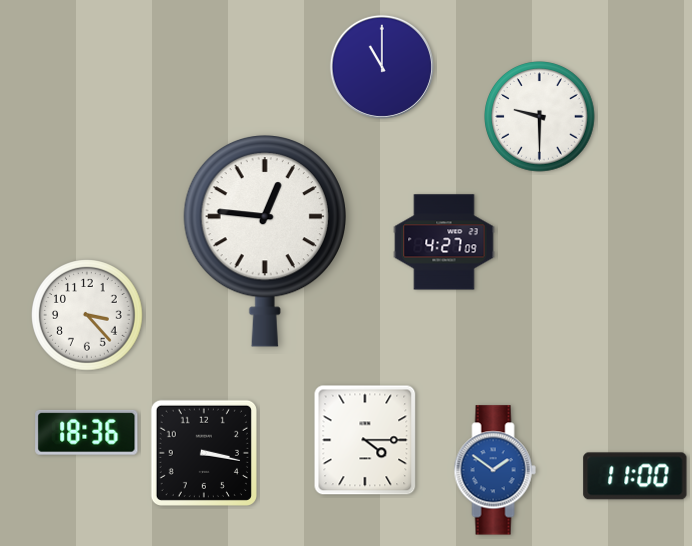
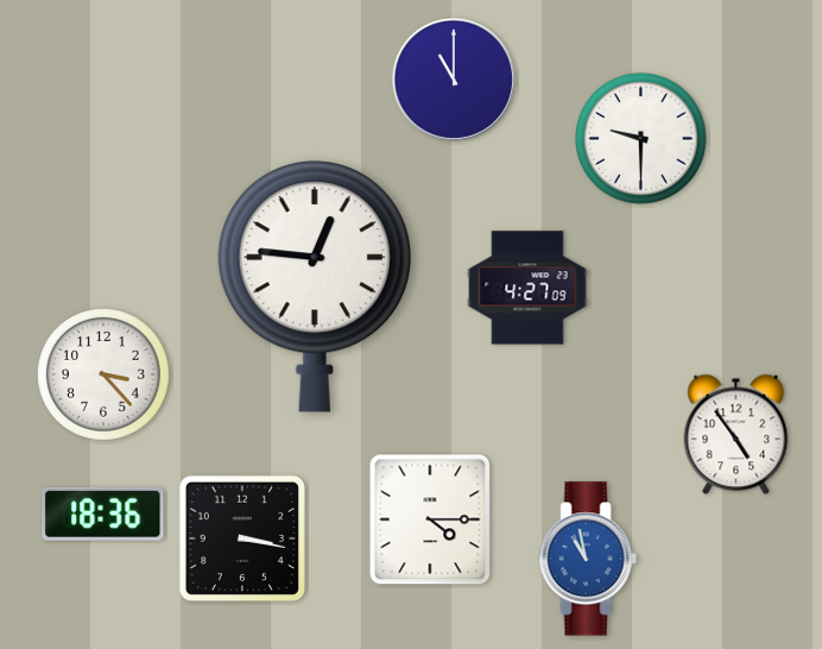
clock at (736, 435): none -> 4:54
clock at (365, 440) position: (365, 440) -> (430, 519)
clock at (495, 470): 1:51 -> 10:58
clock at (635, 476): 11:00 -> none
